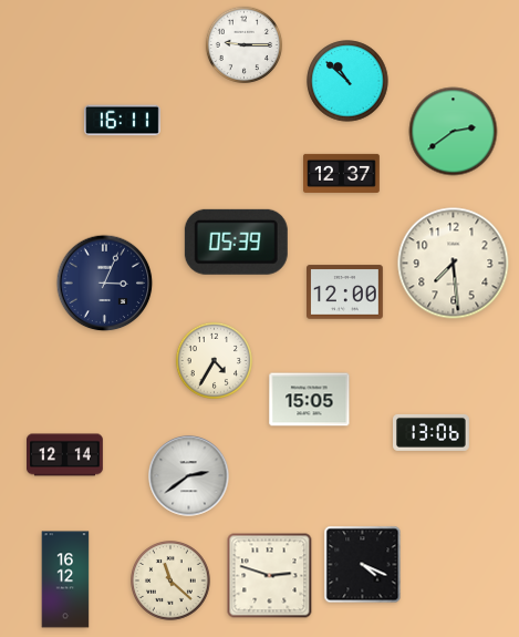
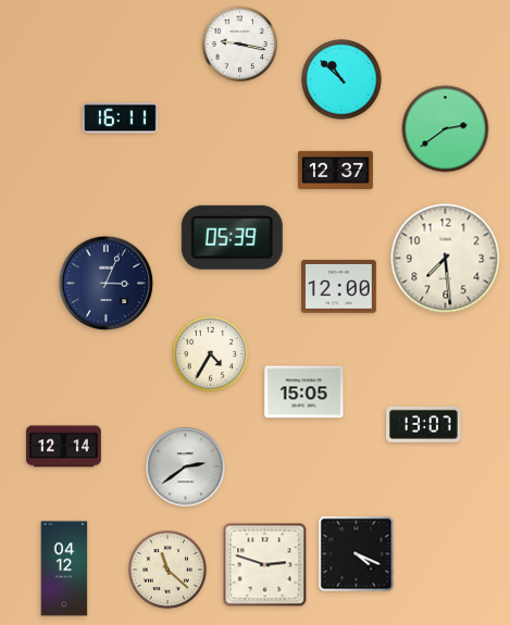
clock at (243, 44): 9:15 -> 9:17
clock at (105, 284) position: (105, 284) -> (107, 284)
clock at (432, 432): 13:06 -> 13:07
clock at (65, 579): 16:12 -> 04:12
